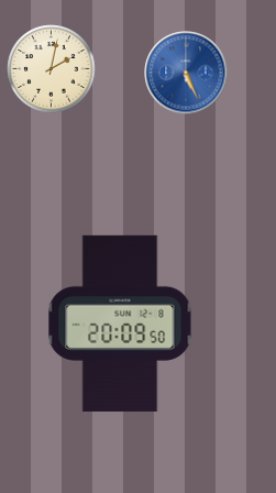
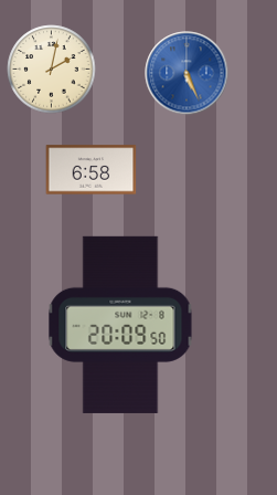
clock at (92, 170): none -> 6:58
